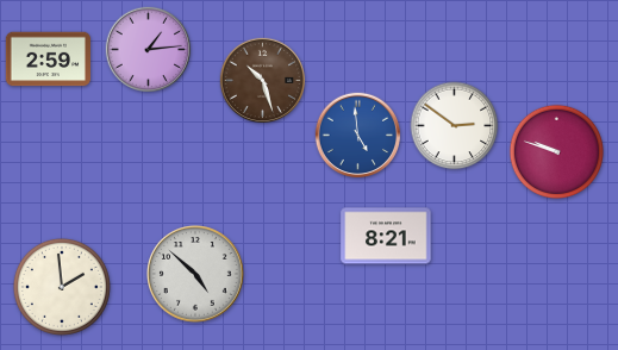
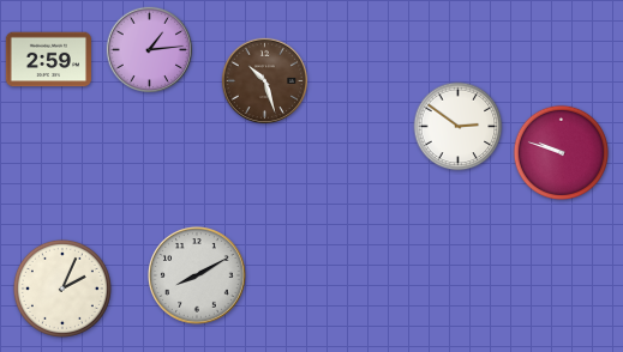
clock at (357, 135): 4:59 -> none
clock at (386, 236): 8:21 -> none
clock at (196, 275): 4:52 -> 8:10
clock at (62, 287): 1:59 -> 2:04
